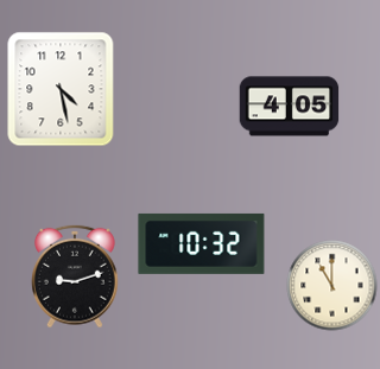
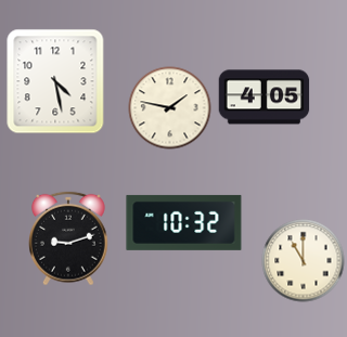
clock at (170, 108): none -> 1:47
clock at (76, 276) position: (76, 276) -> (69, 238)
